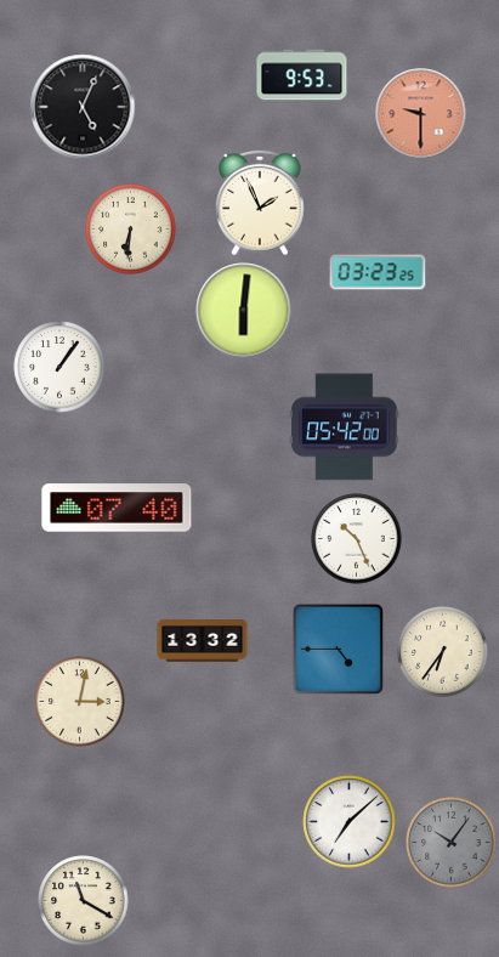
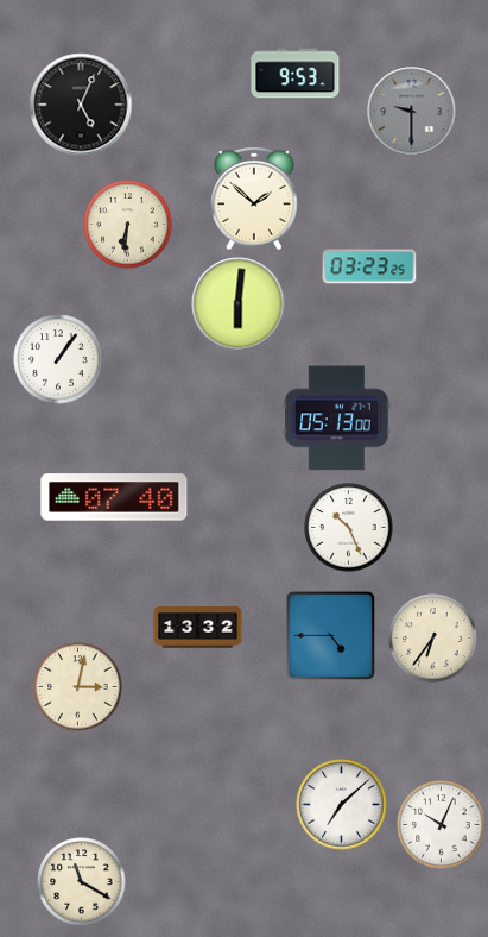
clock at (421, 114) dial: salmon -> grey
clock at (260, 203): 1:56 -> 1:52
clock at (345, 427): 05:42 -> 05:13
clock at (452, 843): 10:06 -> 10:04
clock at (452, 843) dial: grey -> white
